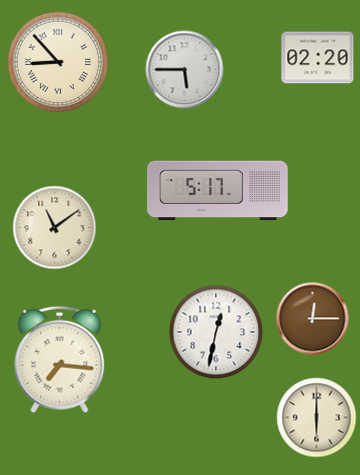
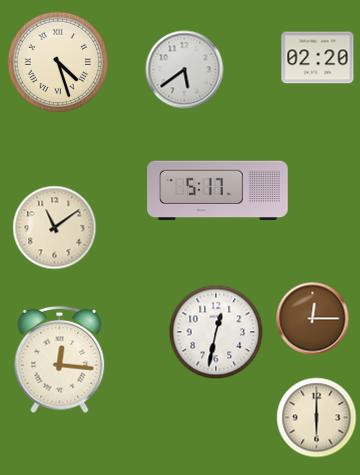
clock at (58, 62): 8:53 -> 4:27
clock at (185, 70): 5:45 -> 5:39
clock at (60, 360): 7:16 -> 12:16
